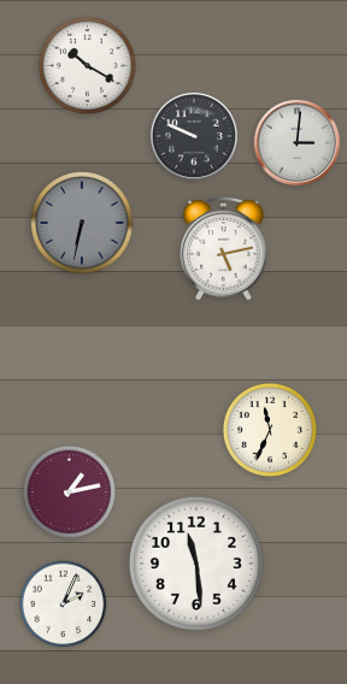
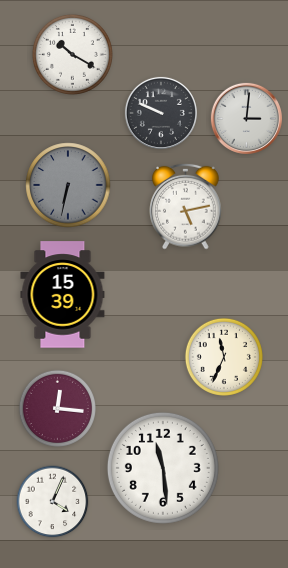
clock at (63, 295): none -> 15:39
clock at (69, 491): 1:13 -> 12:16
clock at (64, 605): 2:04 -> 4:04
